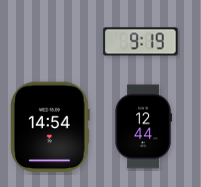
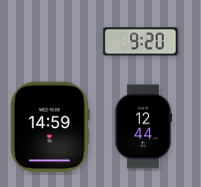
clock at (141, 42): 9:19 -> 9:20
clock at (50, 127): 14:54 -> 14:59
